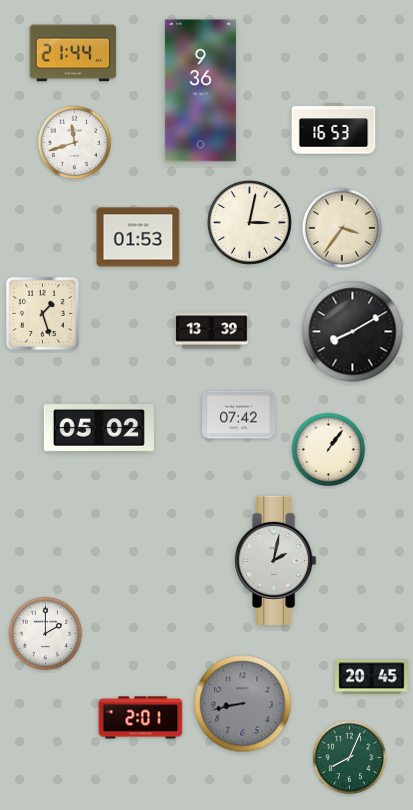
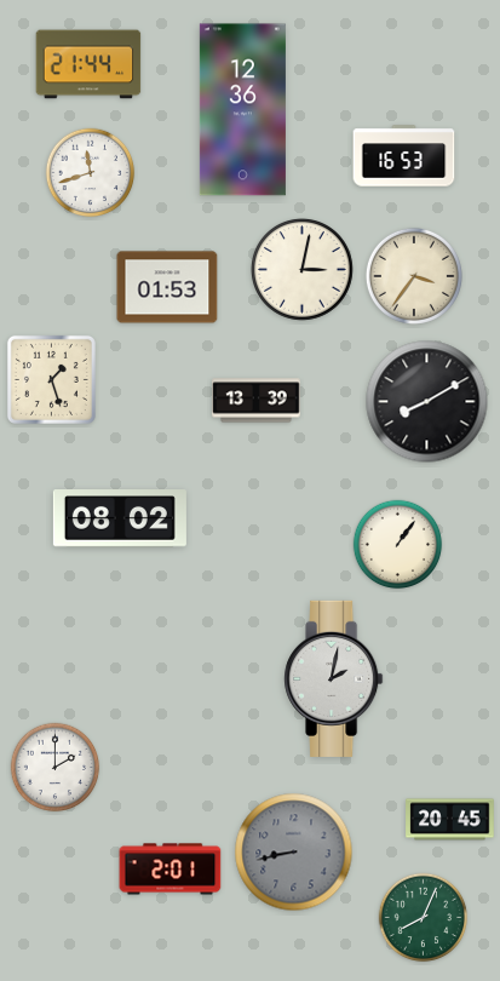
clock at (200, 91): 9:36 -> 12:36
clock at (239, 415): 07:42 -> none
clock at (99, 428): 05:02 -> 08:02
